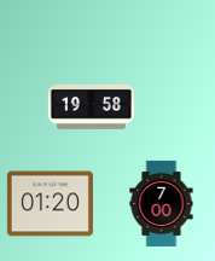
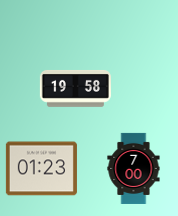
clock at (50, 204): 01:20 -> 01:23
